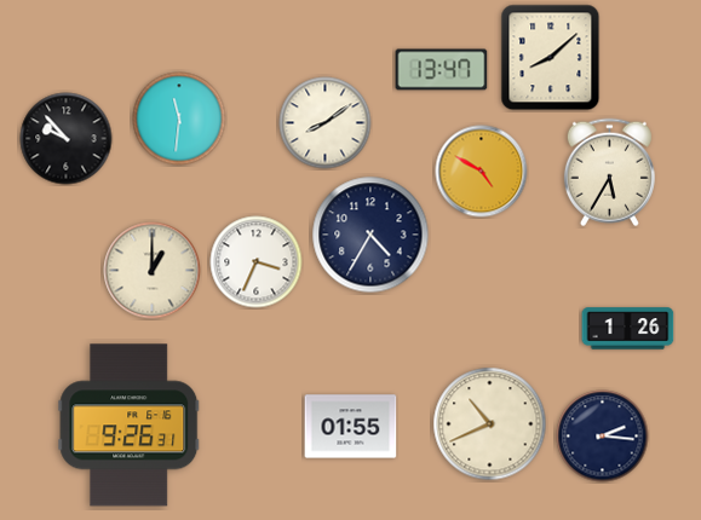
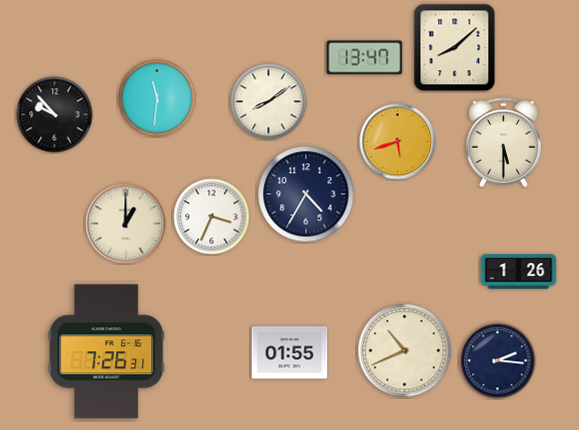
clock at (179, 119) position: (179, 119) -> (157, 98)
clock at (482, 172): 4:50 -> 5:42
clock at (609, 173): 5:35 -> 5:30
clock at (130, 426): 9:26 -> 7:26
